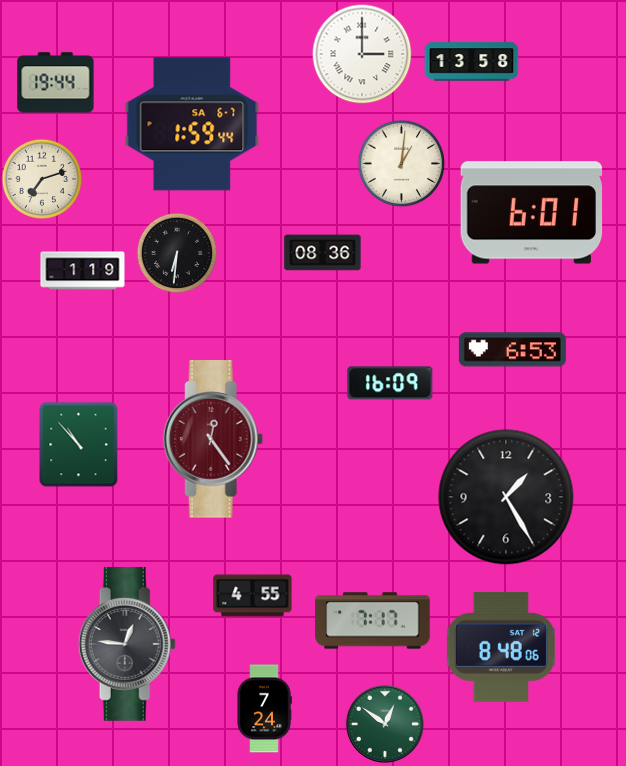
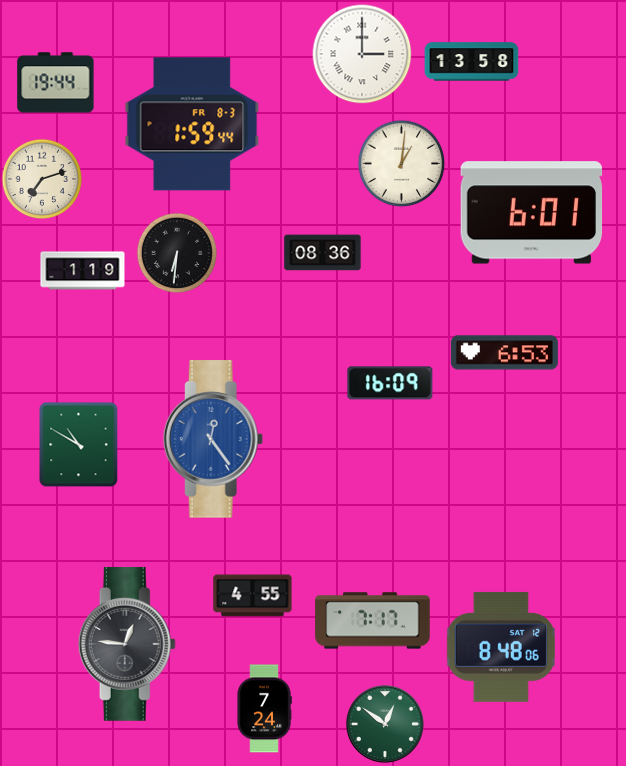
clock at (192, 124) date: SA 6-7 -> FR 8-3
clock at (512, 350) position: (512, 350) -> (504, 353)
clock at (213, 439) dial: burgundy -> blue
clock at (79, 444): 10:53 -> 10:50
clock at (506, 497): 1:25 -> none
